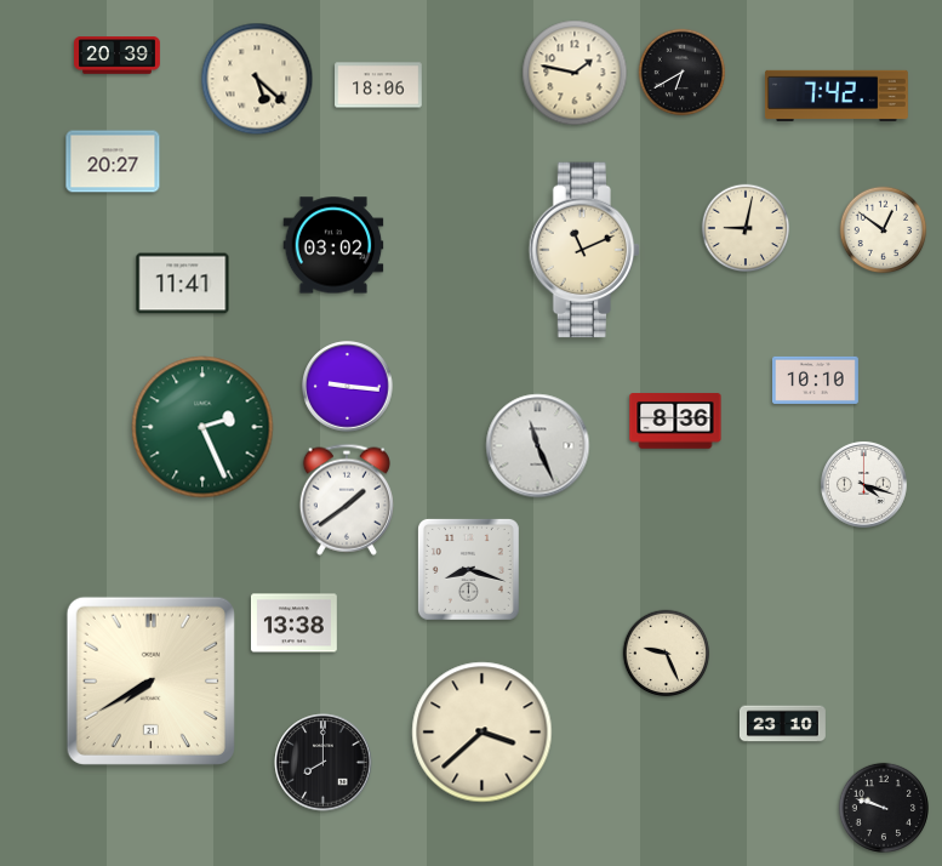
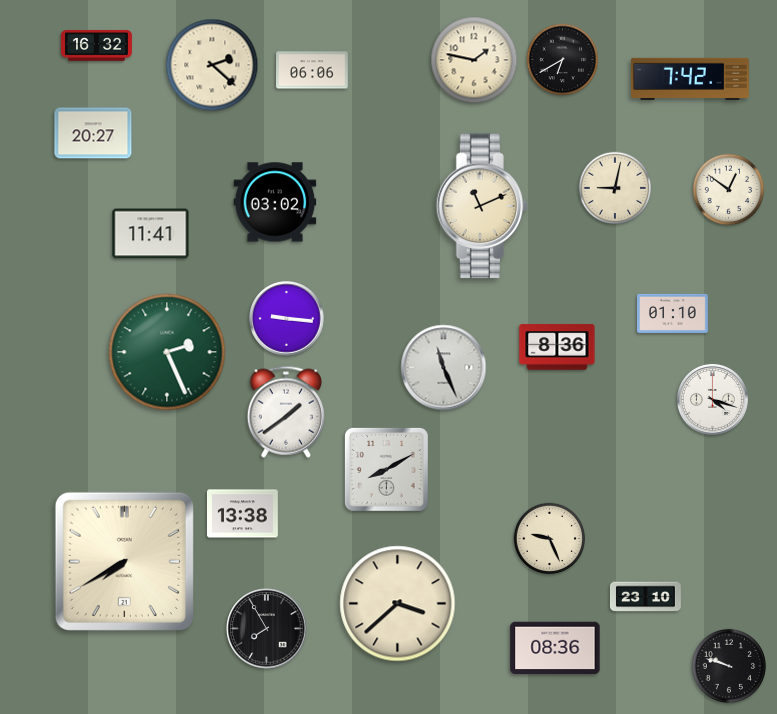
clock at (118, 56): 20:39 -> 16:32
clock at (257, 79): 5:22 -> 2:22
clock at (378, 85): 18:06 -> 06:06
clock at (815, 380): 10:10 -> 01:10
clock at (468, 569): 8:18 -> 8:10
clock at (324, 763): 8:00 -> 7:55
clock at (555, 648): none -> 08:36
